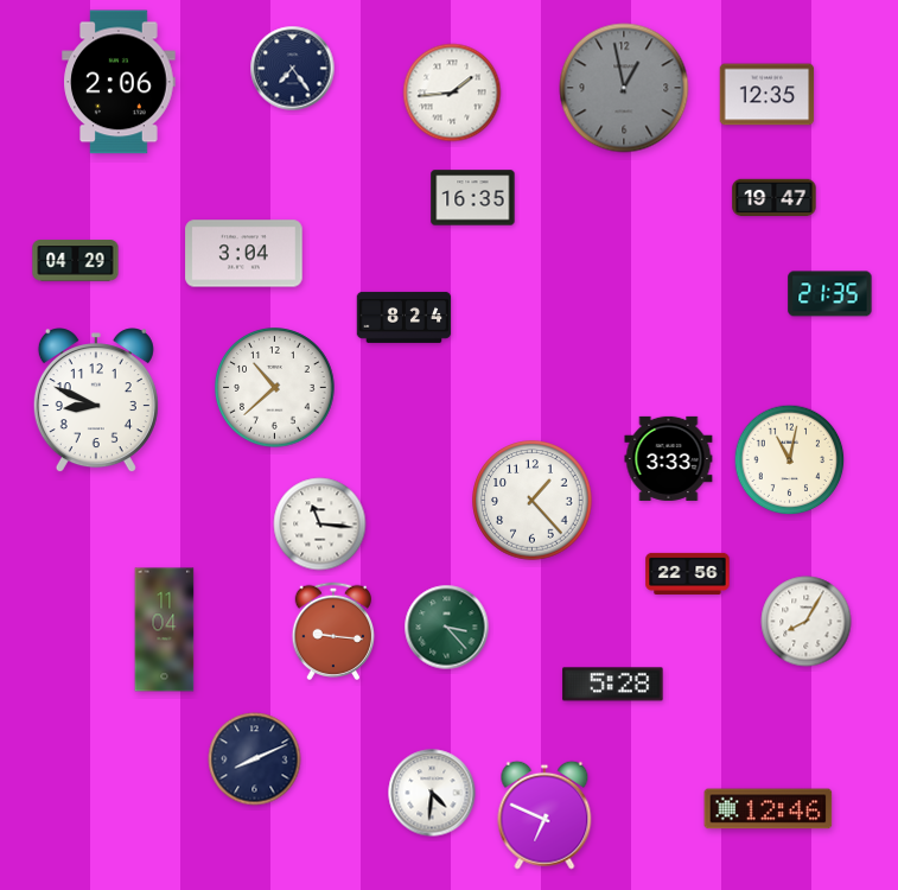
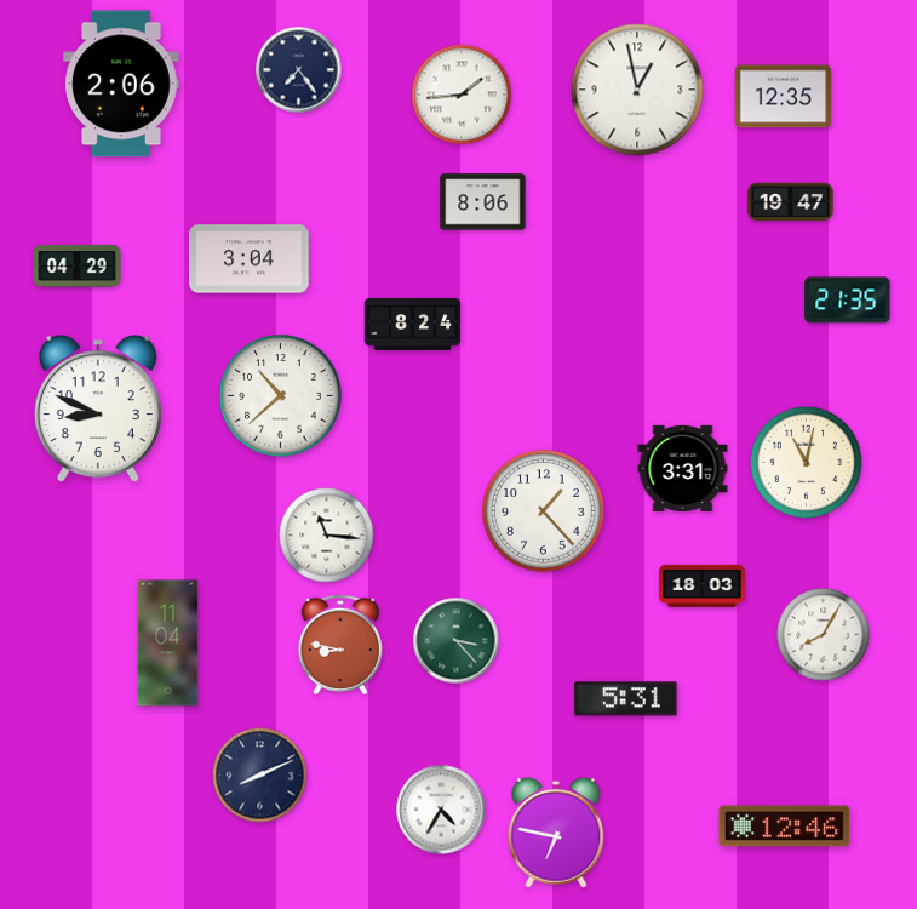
clock at (624, 88) dial: grey -> white
clock at (473, 198): 16:35 -> 8:06
clock at (669, 458): 3:33 -> 3:31
clock at (790, 460) position: (790, 460) -> (807, 463)
clock at (688, 573): 22:56 -> 18:03
clock at (333, 630): 9:16 -> 8:47
clock at (613, 685): 5:28 -> 5:31
clock at (432, 793): 4:31 -> 4:35
clock at (544, 815): 6:49 -> 6:47
